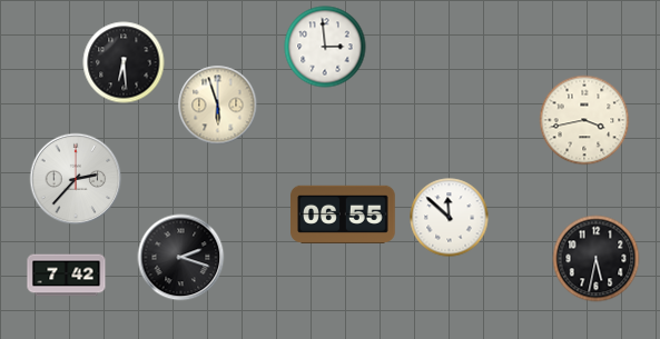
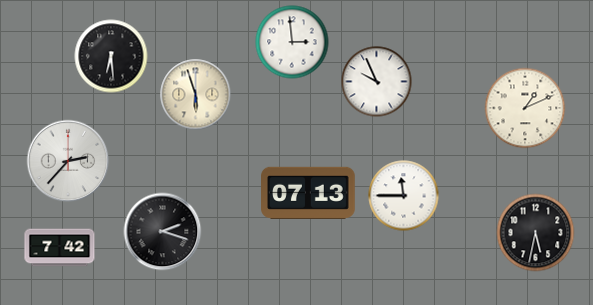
clock at (377, 82): none -> 9:56
clock at (584, 120): 3:43 -> 1:11
clock at (344, 215): 06:55 -> 07:13
clock at (450, 218): 11:52 -> 11:45
